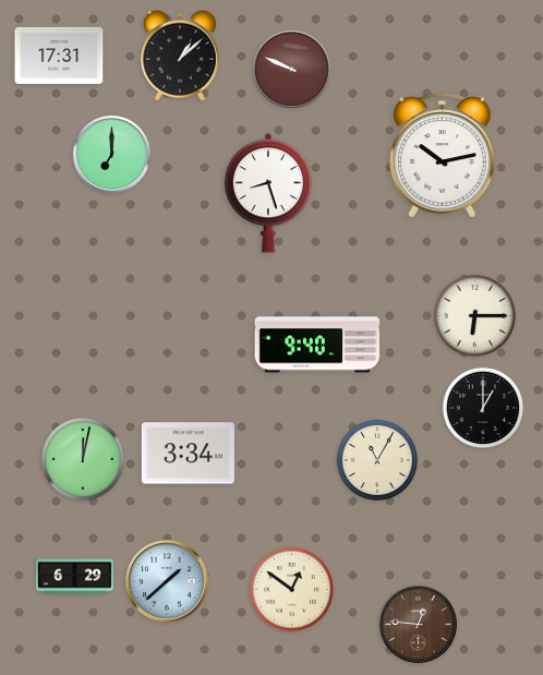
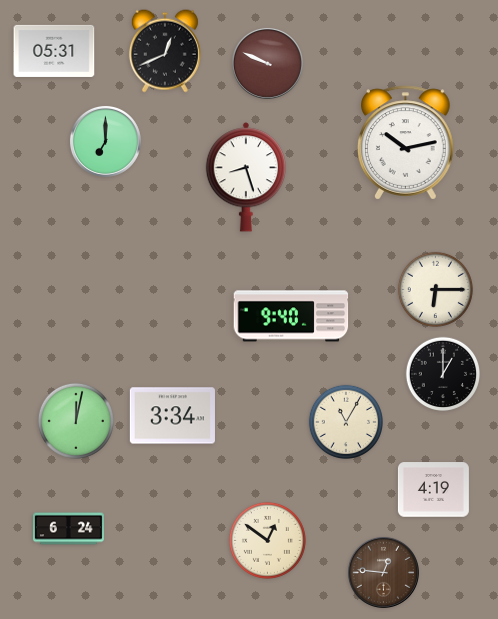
clock at (59, 56): 17:31 -> 05:31
clock at (180, 56): 1:08 -> 12:41
clock at (111, 154) position: (111, 154) -> (105, 141)
clock at (433, 490): none -> 4:19
clock at (74, 577): 6:29 -> 6:24
clock at (167, 581): 1:38 -> none
